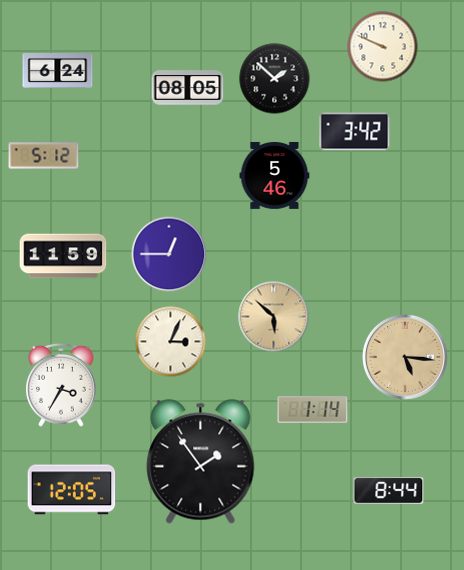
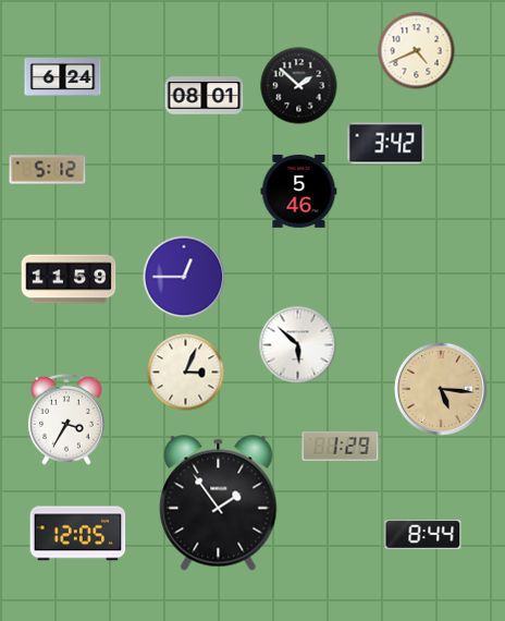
clock at (383, 47): 9:49 -> 4:41
clock at (188, 88): 08:05 -> 08:01
clock at (274, 317) dial: champagne -> white
clock at (313, 410): 1:14 -> 1:29
